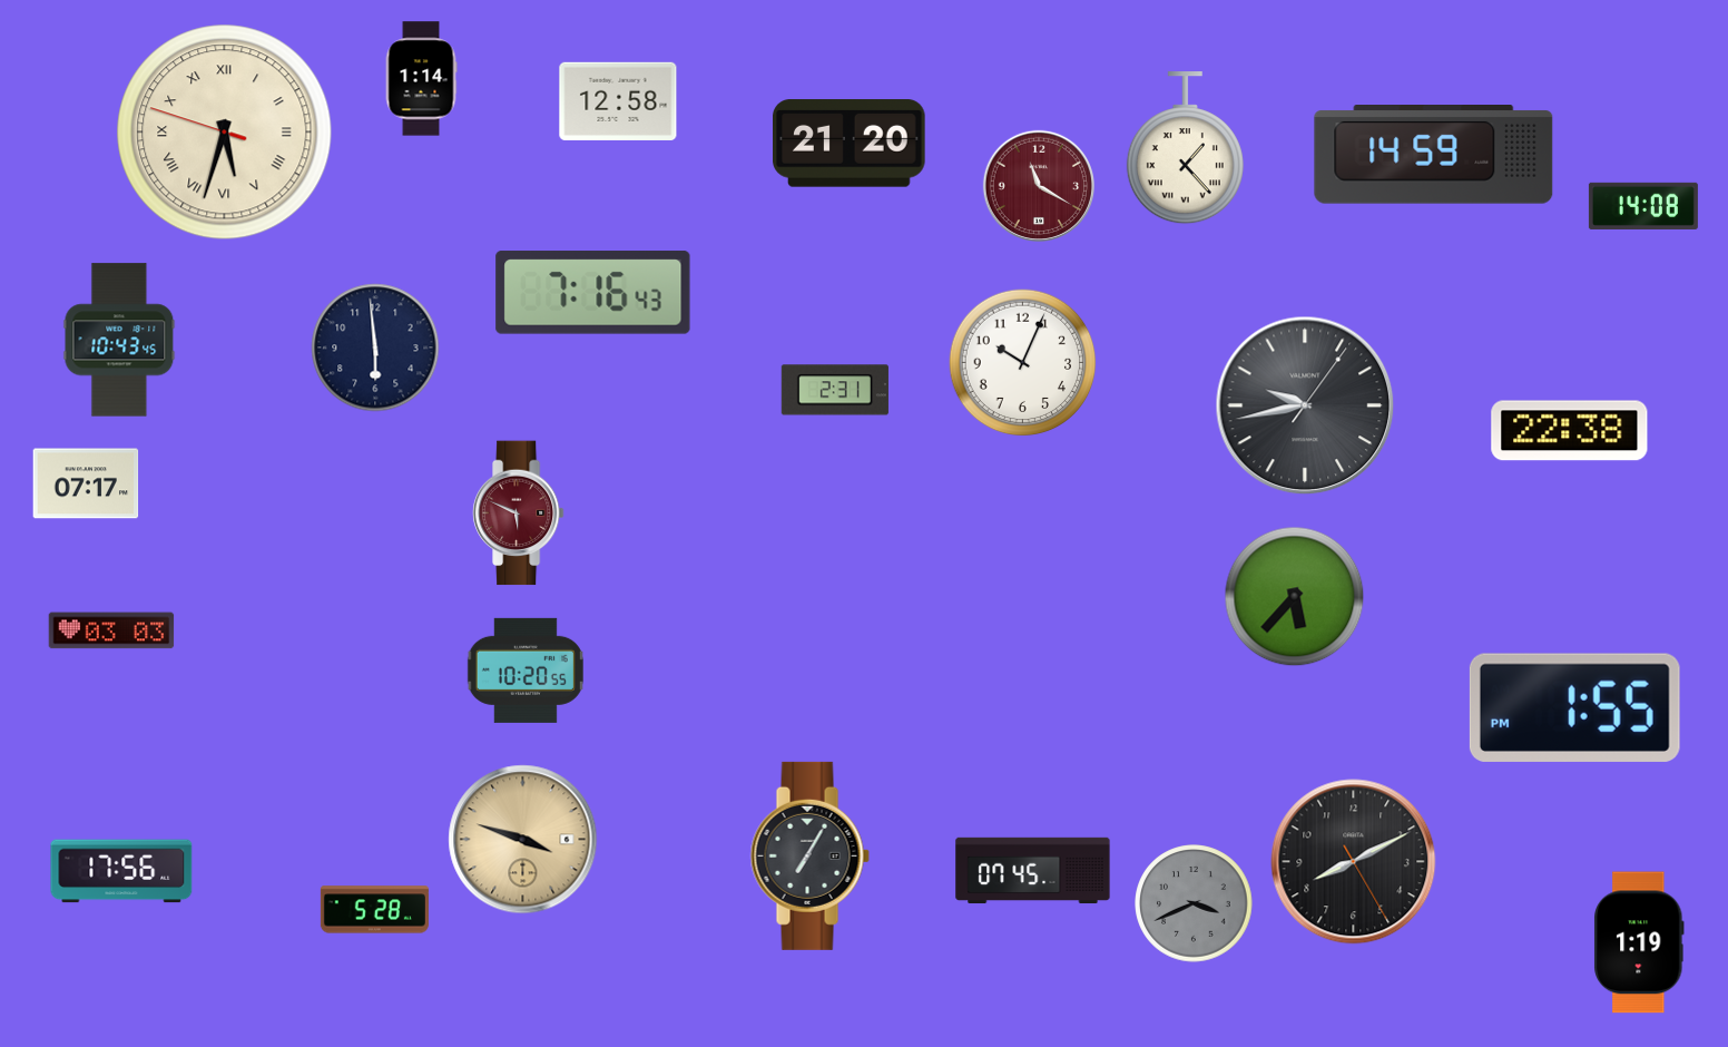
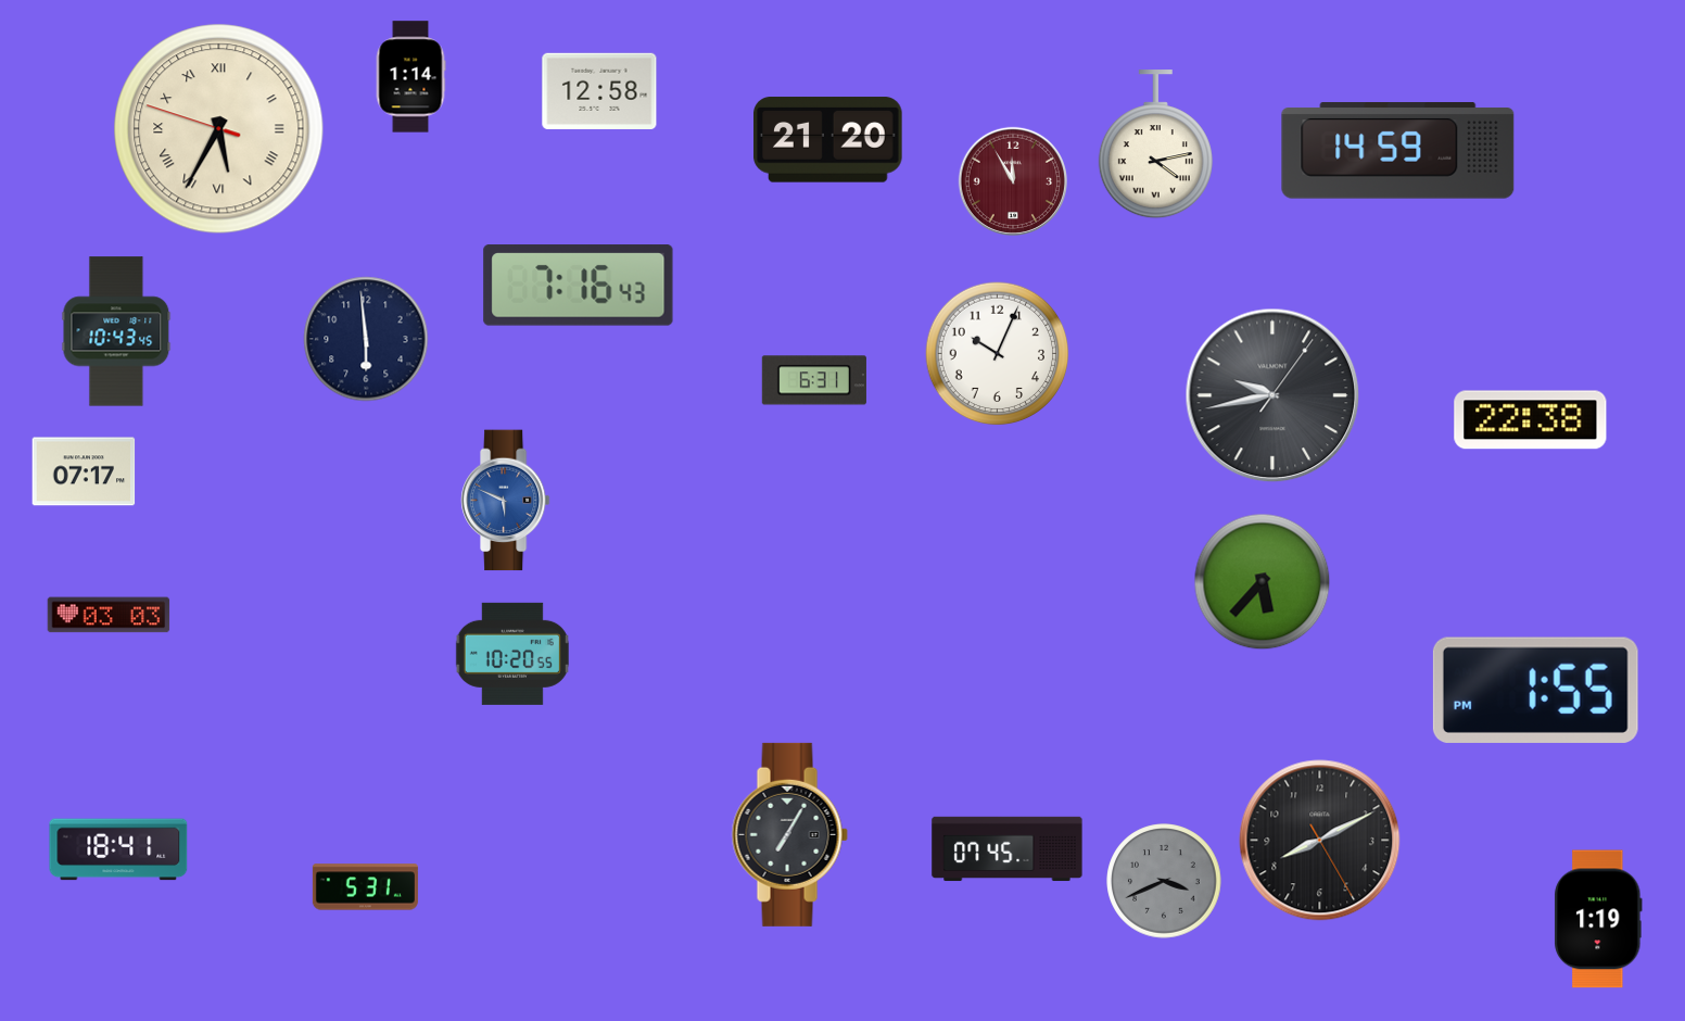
clock at (618, 101) position: (618, 101) -> (599, 91)
clock at (225, 133): 5:32 -> 5:34
clock at (1185, 148): 1:23 -> 4:13
clock at (1038, 185): 11:20 -> 11:55
clock at (1643, 206): 14:08 -> none
clock at (835, 390): 2:31 -> 6:31
clock at (518, 513) dial: burgundy -> blue
clock at (523, 840): 3:48 -> none
clock at (121, 871): 17:56 -> 18:41
clock at (374, 910): 5:28 -> 5:31
